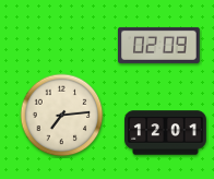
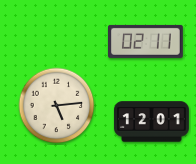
clock at (159, 45): 02:09 -> 02:11
clock at (62, 116): 7:14 -> 5:14
